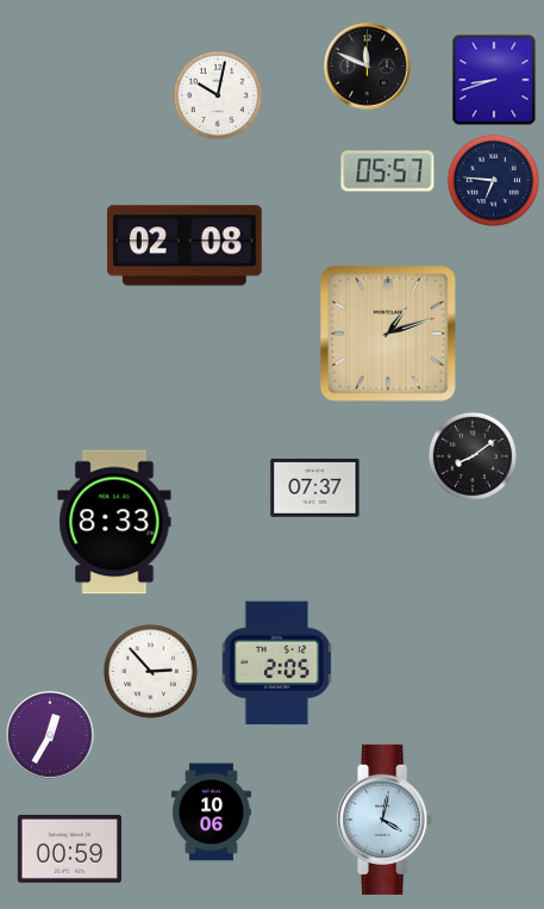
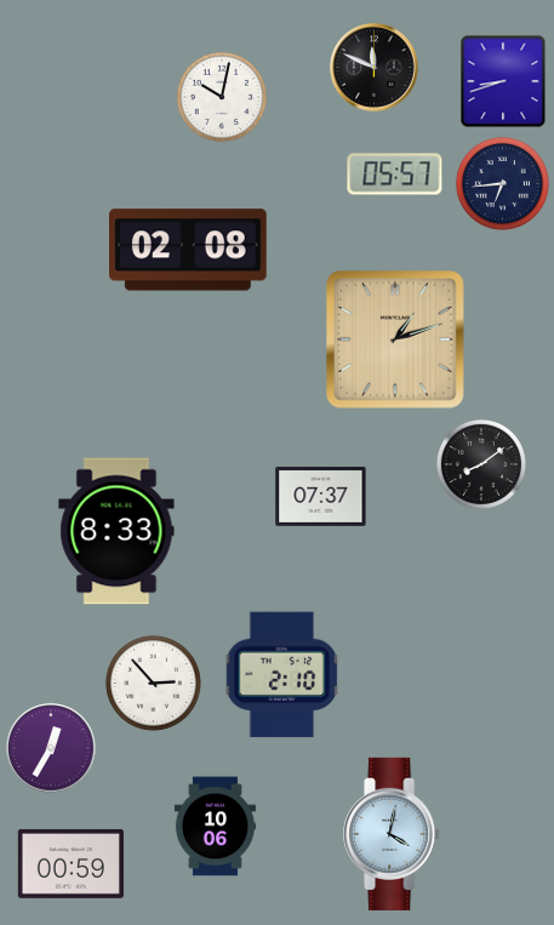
clock at (493, 180): 6:46 -> 6:44
clock at (277, 664): 2:05 -> 2:10
